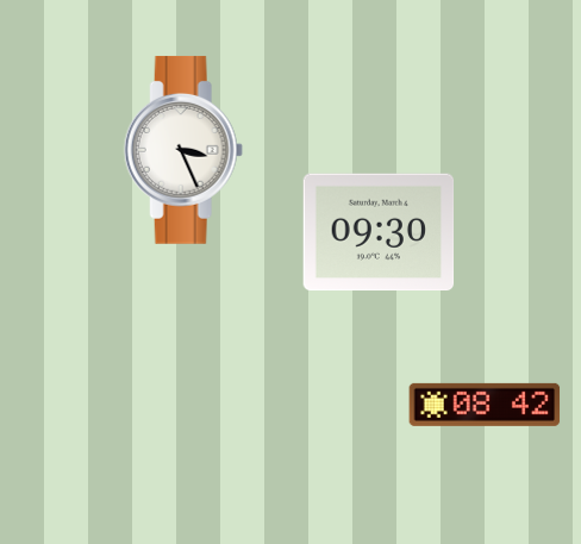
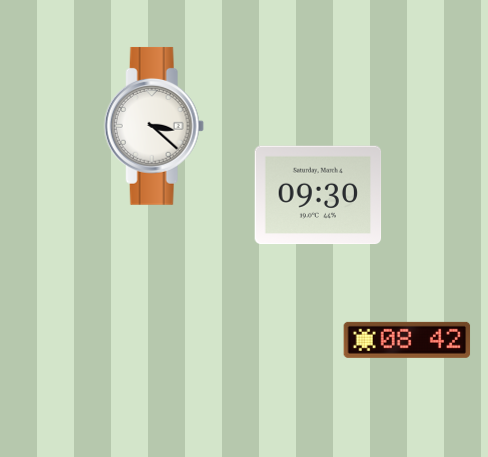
clock at (183, 150): 3:26 -> 3:22
